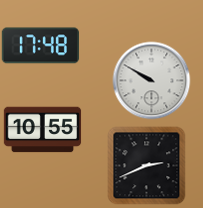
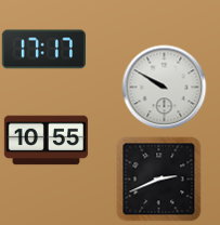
clock at (40, 46): 17:48 -> 17:17
